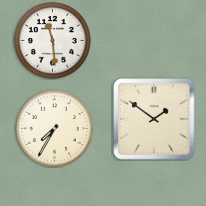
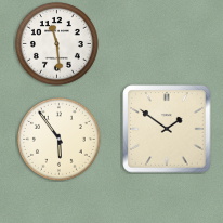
clock at (55, 129): 7:35 -> 5:54
